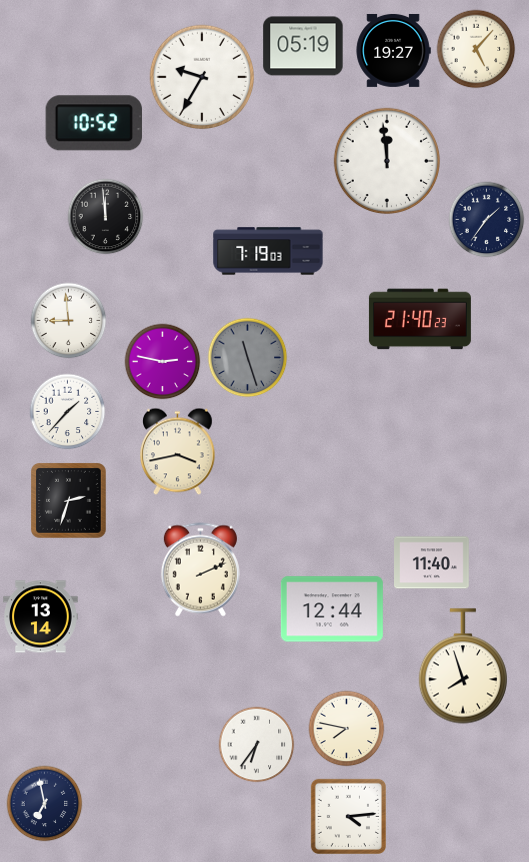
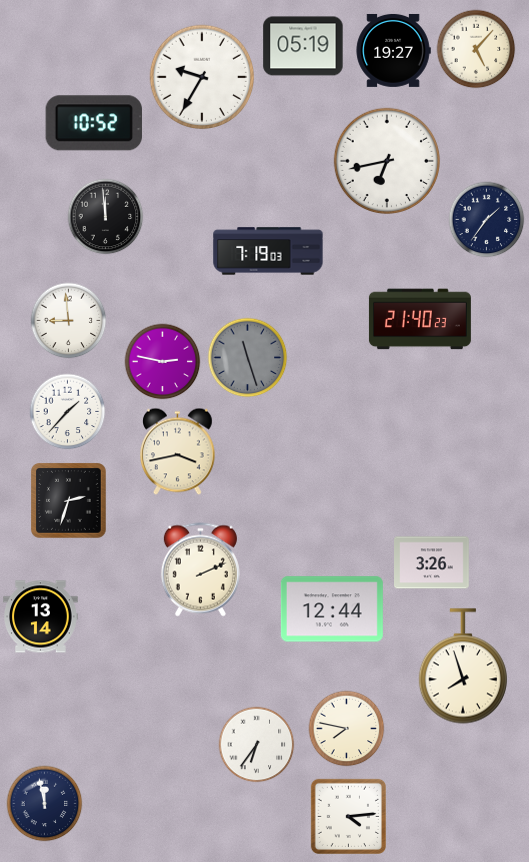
clock at (386, 160): 11:59 -> 6:43
clock at (432, 563): 11:40 -> 3:26
clock at (45, 804): 6:58 -> 11:58
